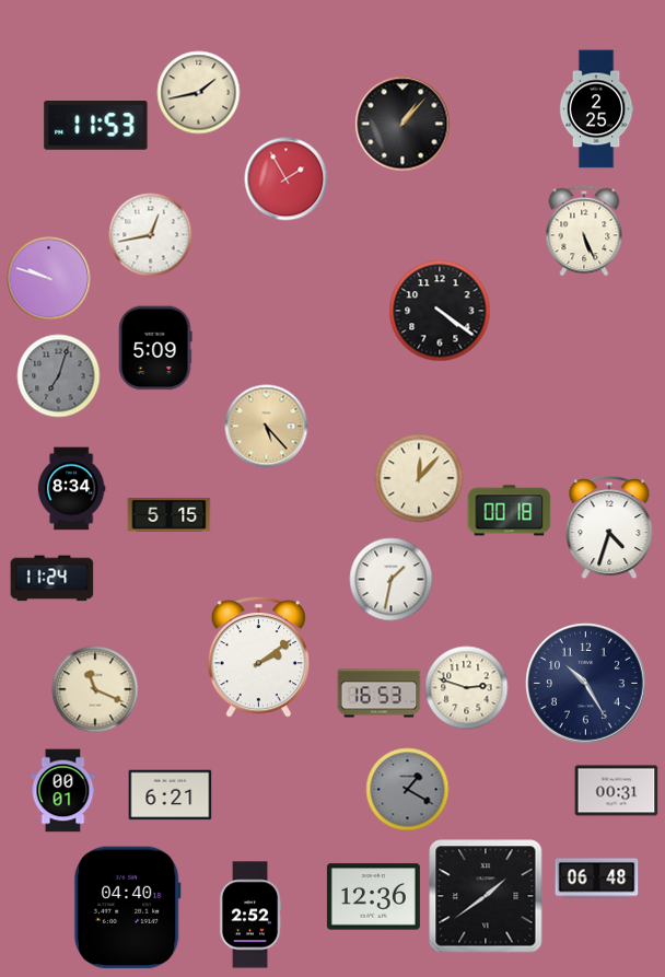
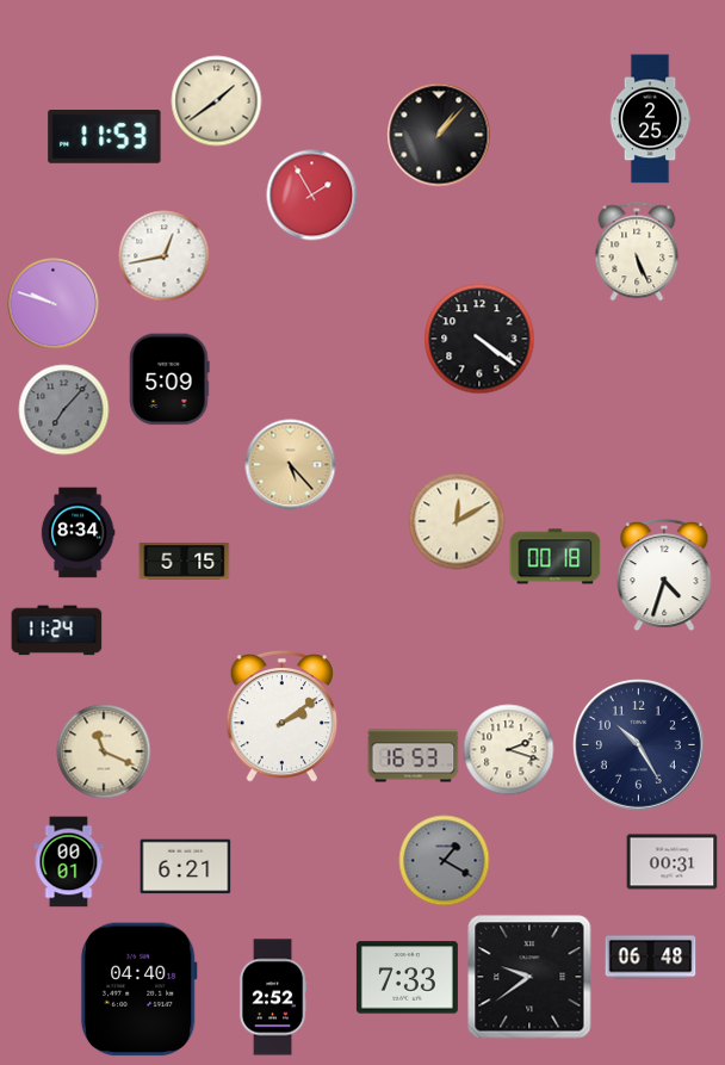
clock at (199, 93): 1:43 -> 1:39
clock at (59, 376): 7:03 -> 7:07
clock at (419, 478): 12:07 -> 12:10
clock at (392, 580): 1:32 -> none
clock at (467, 688): 2:48 -> 2:18
clock at (486, 896): 1:39 -> 9:39
clock at (373, 897): 12:36 -> 7:33
